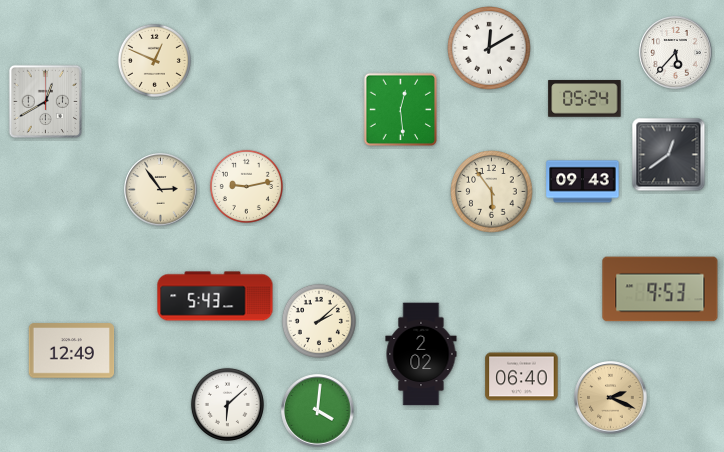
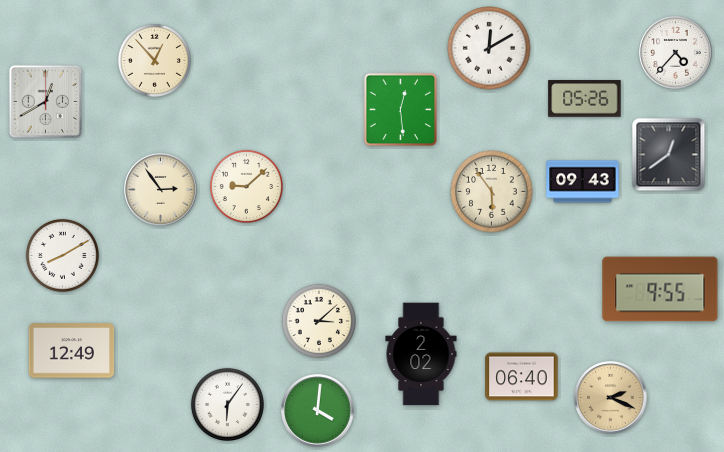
clock at (676, 53): 5:37 -> 4:37
clock at (154, 60): 12:49 -> 12:53
clock at (585, 99): 05:24 -> 05:26
clock at (246, 186): 9:13 -> 9:08
clock at (62, 255): none -> 8:10
clock at (660, 289): 9:53 -> 9:55
clock at (215, 296): 5:43 -> none
clock at (319, 321): 2:08 -> 3:08
clock at (227, 404): 6:08 -> 6:06
